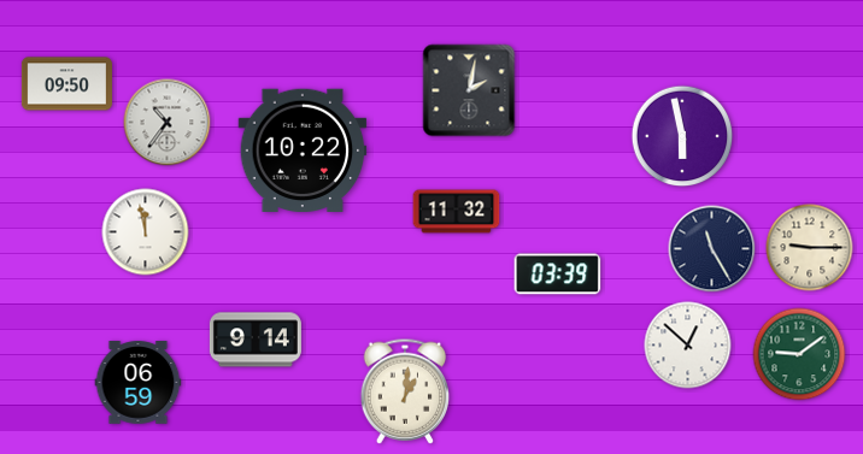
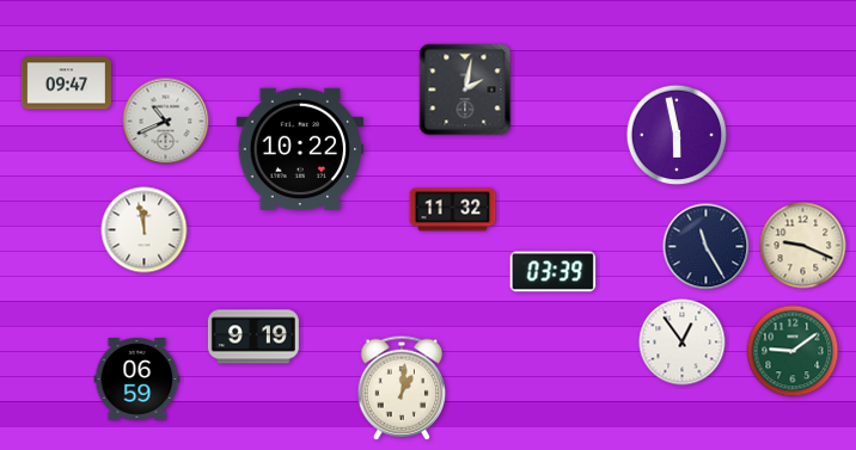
clock at (66, 84): 09:50 -> 09:47
clock at (168, 123): 10:36 -> 10:41
clock at (810, 248): 9:15 -> 9:19
clock at (256, 340): 9:14 -> 9:19
clock at (688, 346): 12:52 -> 12:54
